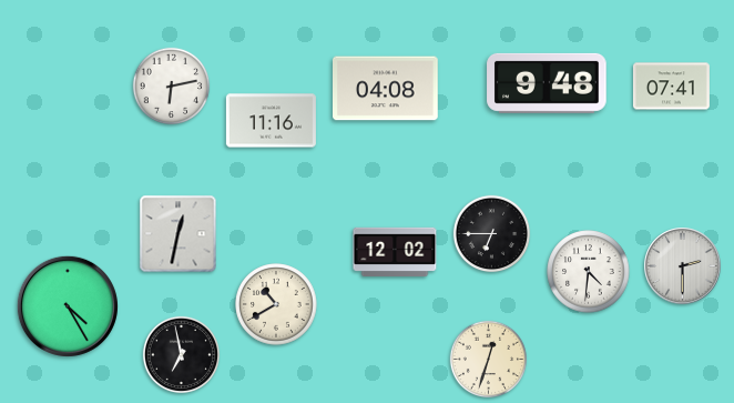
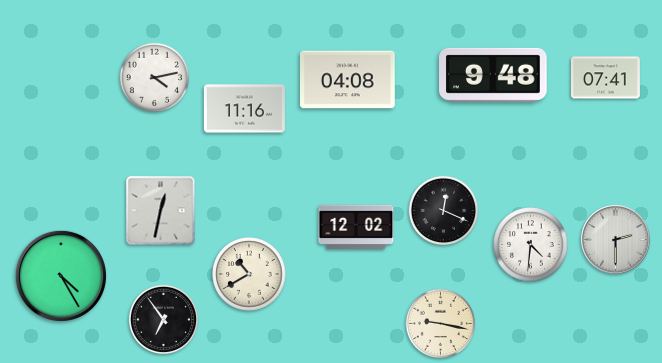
clock at (172, 87): 6:13 -> 4:13
clock at (492, 234): 6:45 -> 12:19
clock at (182, 355): 6:58 -> 6:54
clock at (489, 360): 12:33 -> 9:17
